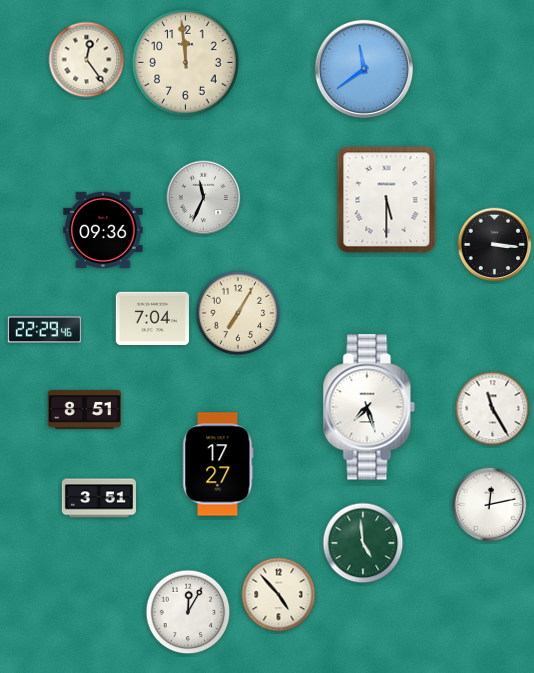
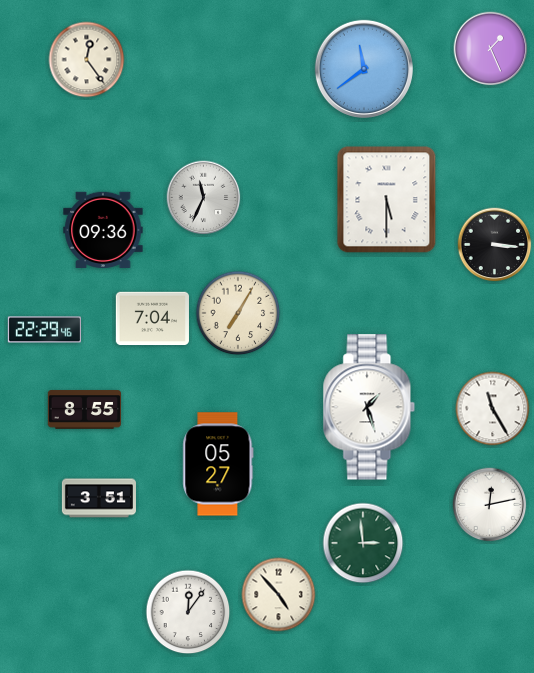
clock at (491, 49): none -> 1:26
clock at (186, 63): 11:59 -> none
clock at (369, 407): 7:27 -> 1:27
clock at (84, 410): 8:51 -> 8:55
clock at (218, 464): 17:27 -> 05:27
clock at (363, 543): 4:59 -> 2:59
clock at (188, 612): 12:05 -> 12:06
